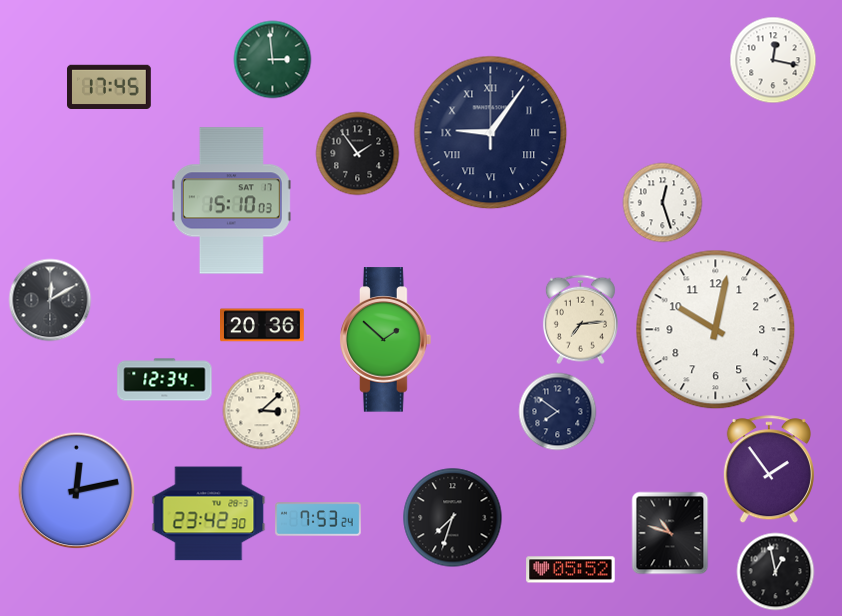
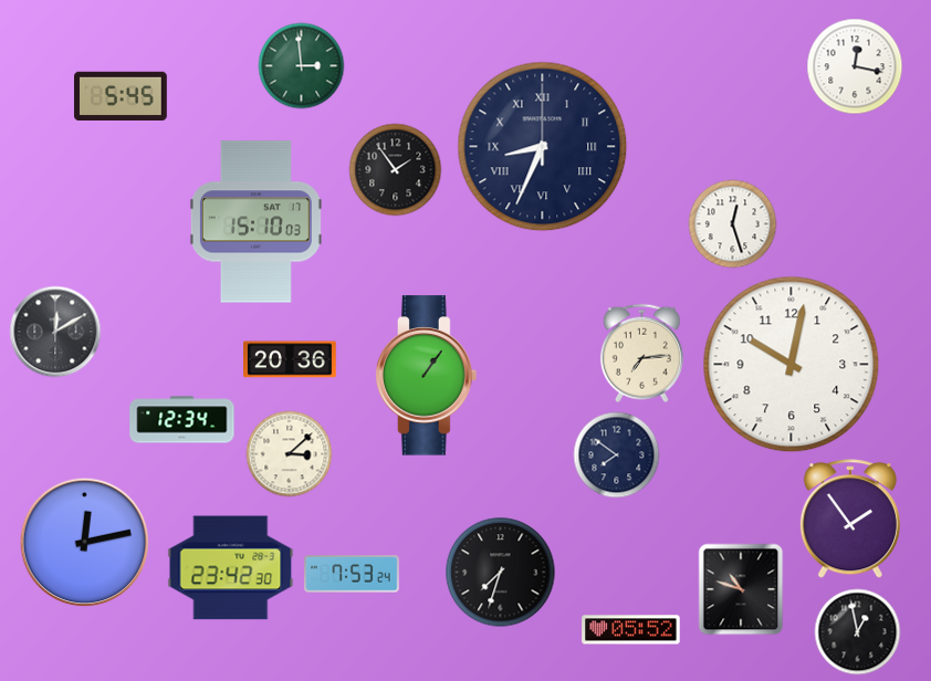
clock at (110, 87): 17:45 -> 5:45
clock at (491, 133): 9:06 -> 8:34
clock at (386, 340): 1:52 -> 1:06
